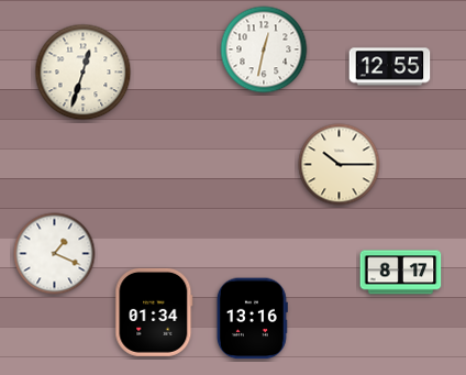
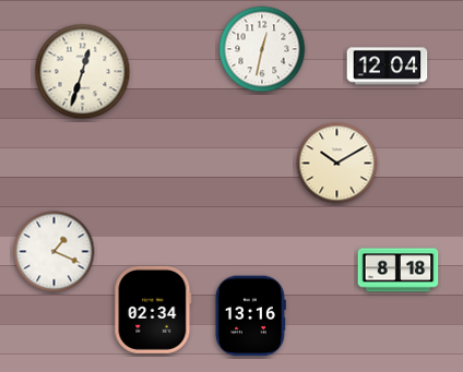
clock at (390, 67): 12:55 -> 12:04
clock at (340, 165): 10:15 -> 10:10
clock at (401, 273): 8:17 -> 8:18
clock at (154, 312): 01:34 -> 02:34
